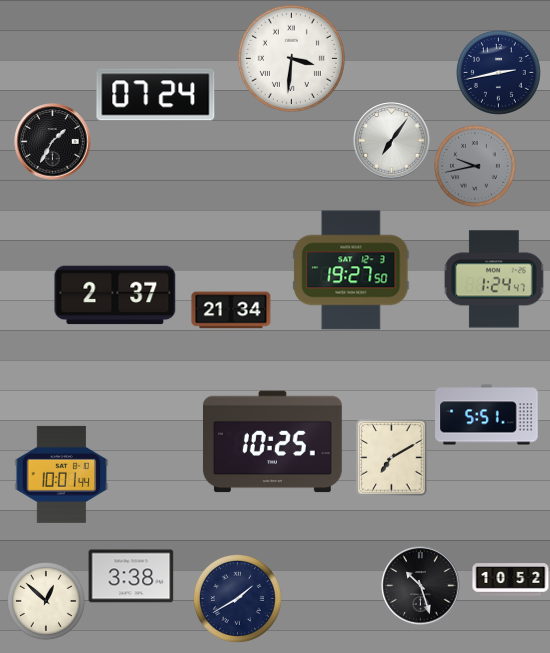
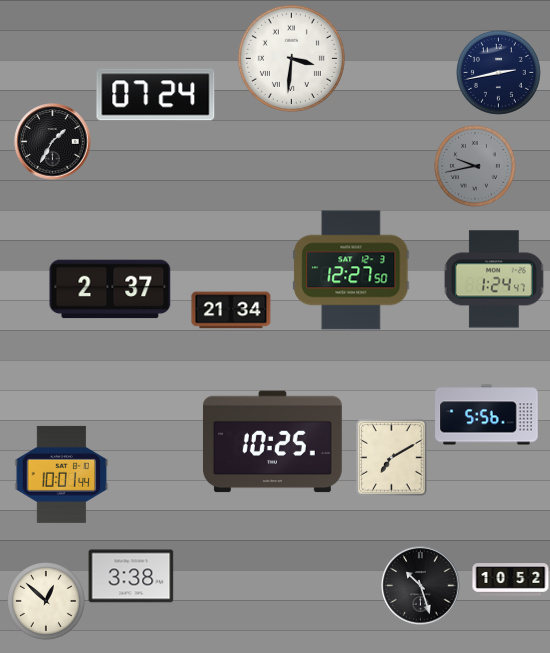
clock at (392, 141): 7:06 -> none
clock at (351, 270): 19:27 -> 12:27
clock at (115, 295) position: (115, 295) -> (110, 289)
clock at (487, 415): 5:51 -> 5:56
clock at (237, 598): 1:40 -> none
